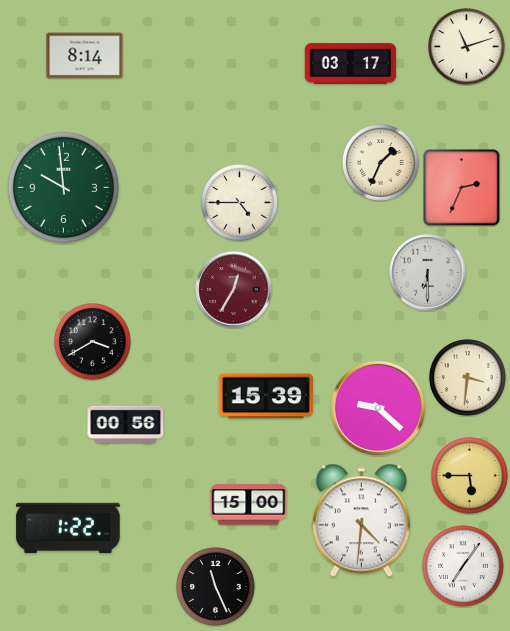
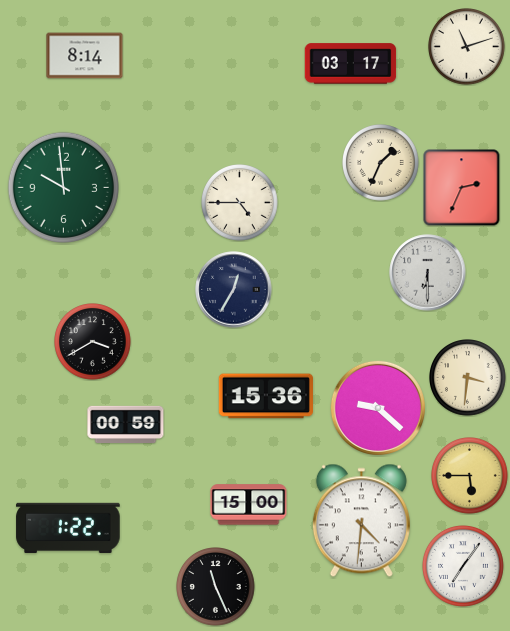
clock at (234, 290) dial: burgundy -> navy
clock at (266, 396): 15:39 -> 15:36
clock at (126, 424): 00:56 -> 00:59
